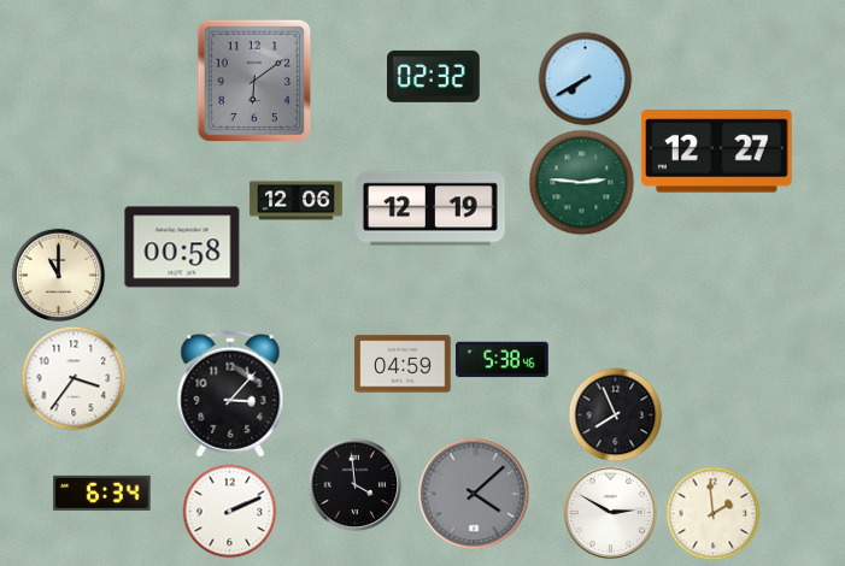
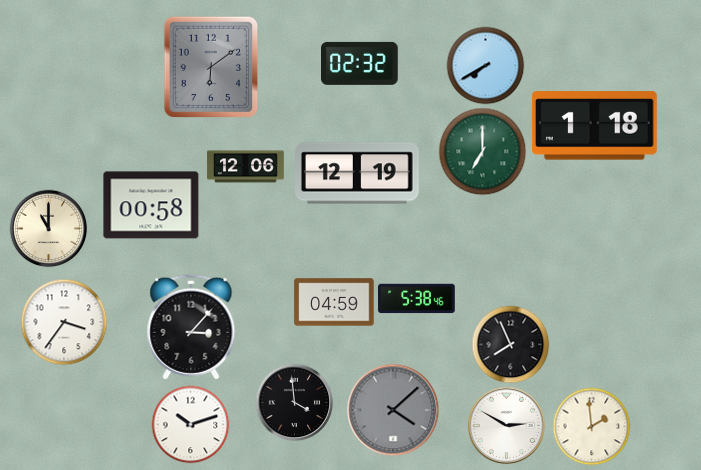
clock at (716, 152): 12:27 -> 1:18
clock at (581, 182): 2:46 -> 7:00
clock at (74, 378) position: (74, 378) -> (64, 322)
clock at (102, 493): 6:34 -> none
clock at (229, 511): 2:11 -> 10:12
